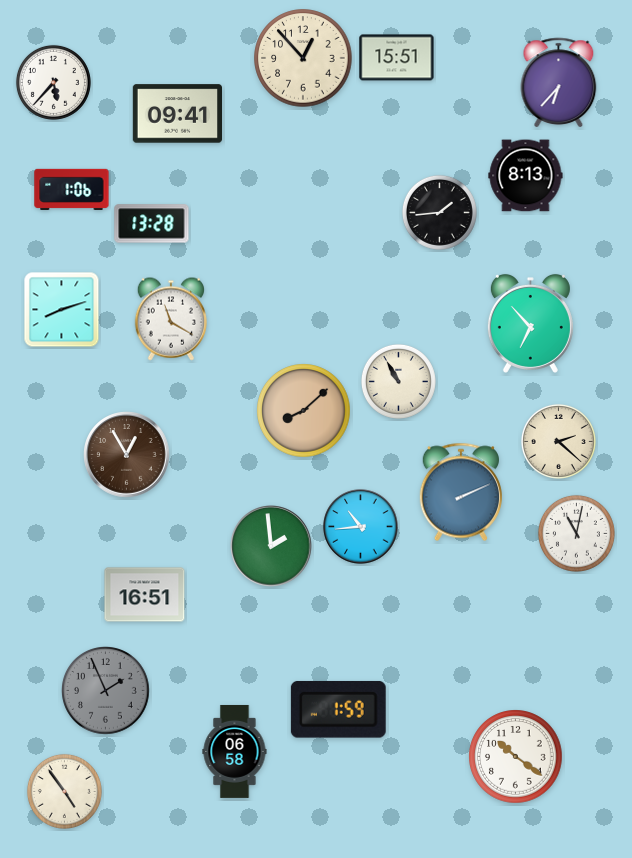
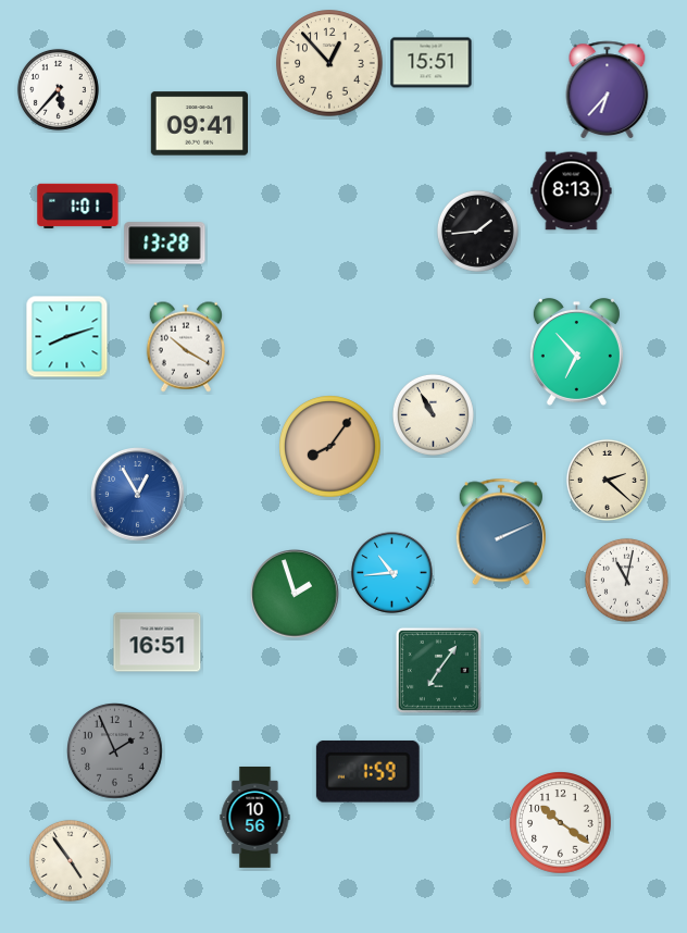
clock at (177, 114) position: (177, 114) -> (199, 124)
clock at (72, 189): 1:06 -> 1:01
clock at (170, 319): 11:20 -> 10:20
clock at (304, 411): 8:08 -> 8:06
clock at (127, 455) dial: brown -> blue
clock at (461, 492) position: (461, 492) -> (501, 532)
clock at (271, 546): 1:59 -> 1:57
clock at (145, 595) position: (145, 595) -> (158, 643)
clock at (438, 670): none -> 7:06
clock at (235, 751): 06:58 -> 10:56
